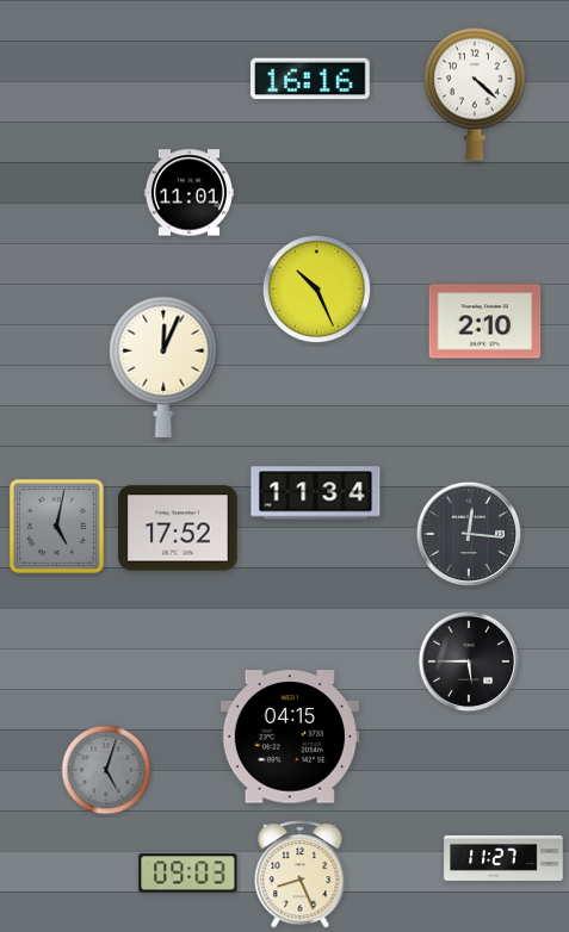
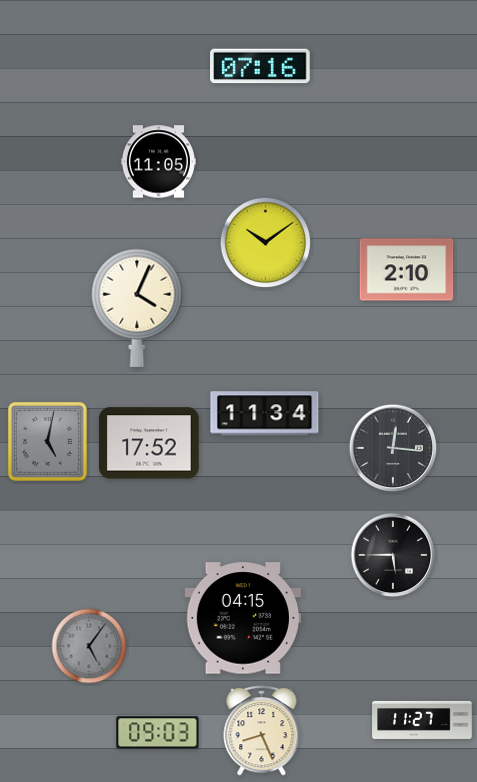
clock at (310, 79): 16:16 -> 07:16
clock at (475, 94): 4:22 -> none
clock at (188, 193): 11:01 -> 11:05
clock at (317, 290): 10:26 -> 10:09
clock at (163, 367): 12:04 -> 4:04
clock at (106, 770): 5:03 -> 5:06
clock at (301, 875) position: (301, 875) -> (262, 731)
